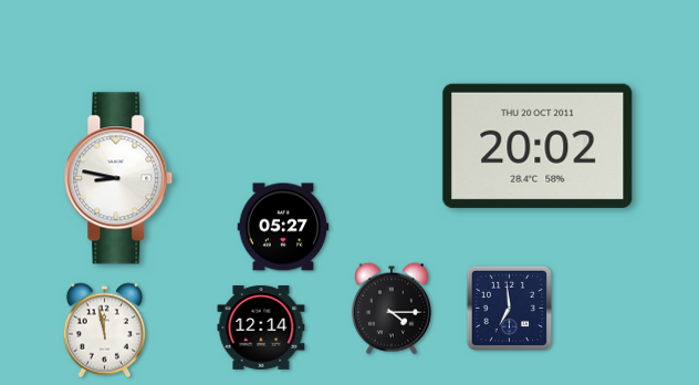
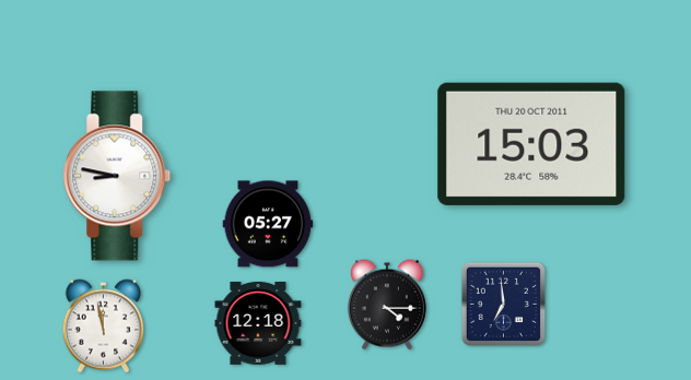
clock at (538, 146): 20:02 -> 15:03
clock at (283, 227) position: (283, 227) -> (268, 224)
clock at (261, 327): 12:14 -> 12:18
